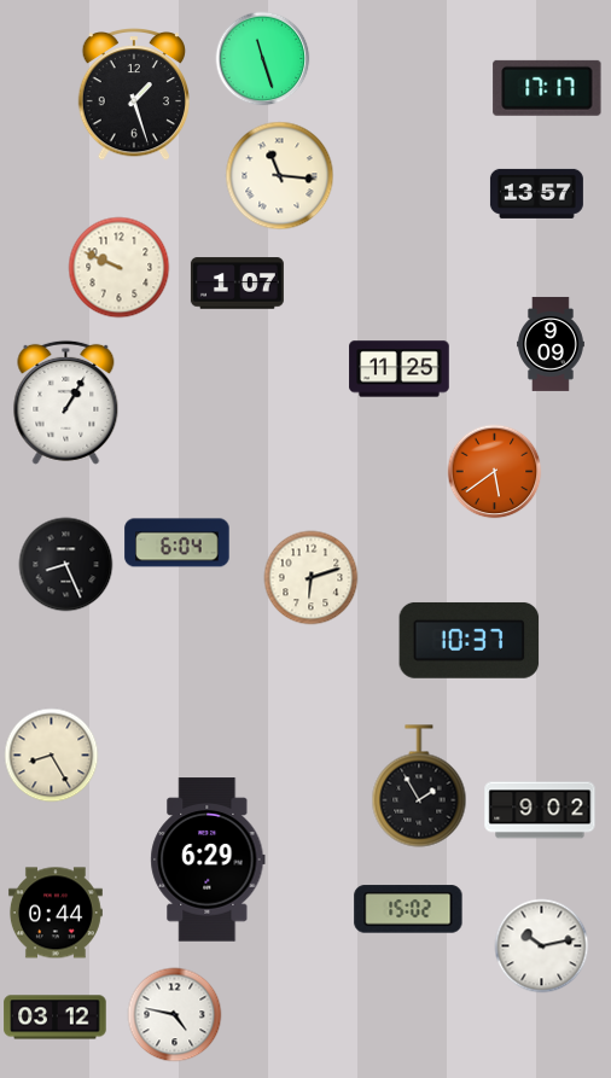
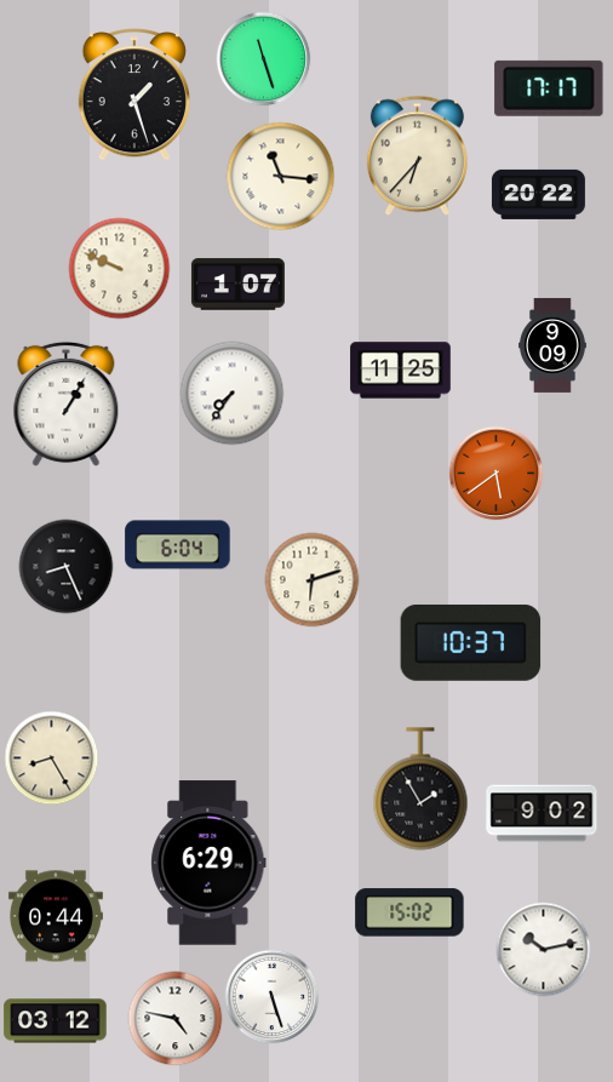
clock at (417, 155): none -> 6:37
clock at (536, 193): 13:57 -> 20:22
clock at (231, 393): none -> 7:36
clock at (271, 996): none -> 5:27
